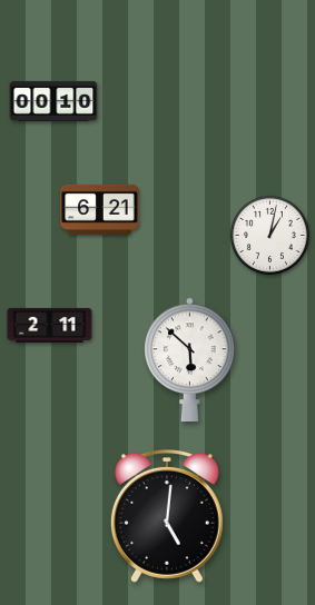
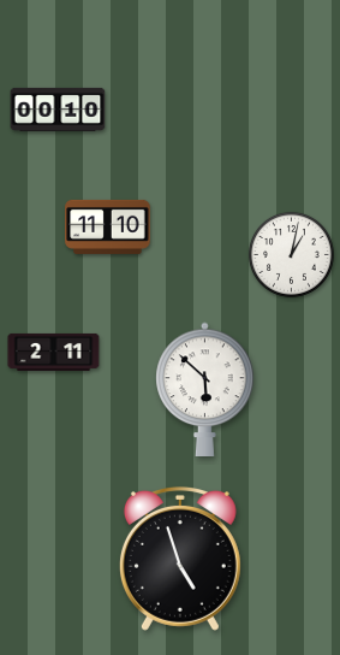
clock at (100, 209): 6:21 -> 11:10
clock at (167, 516): 5:01 -> 4:57
